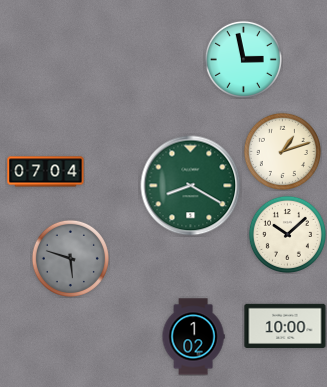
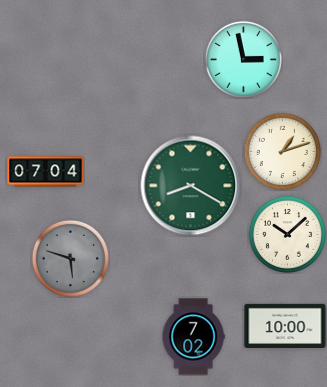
clock at (193, 337): 1:02 -> 7:02
